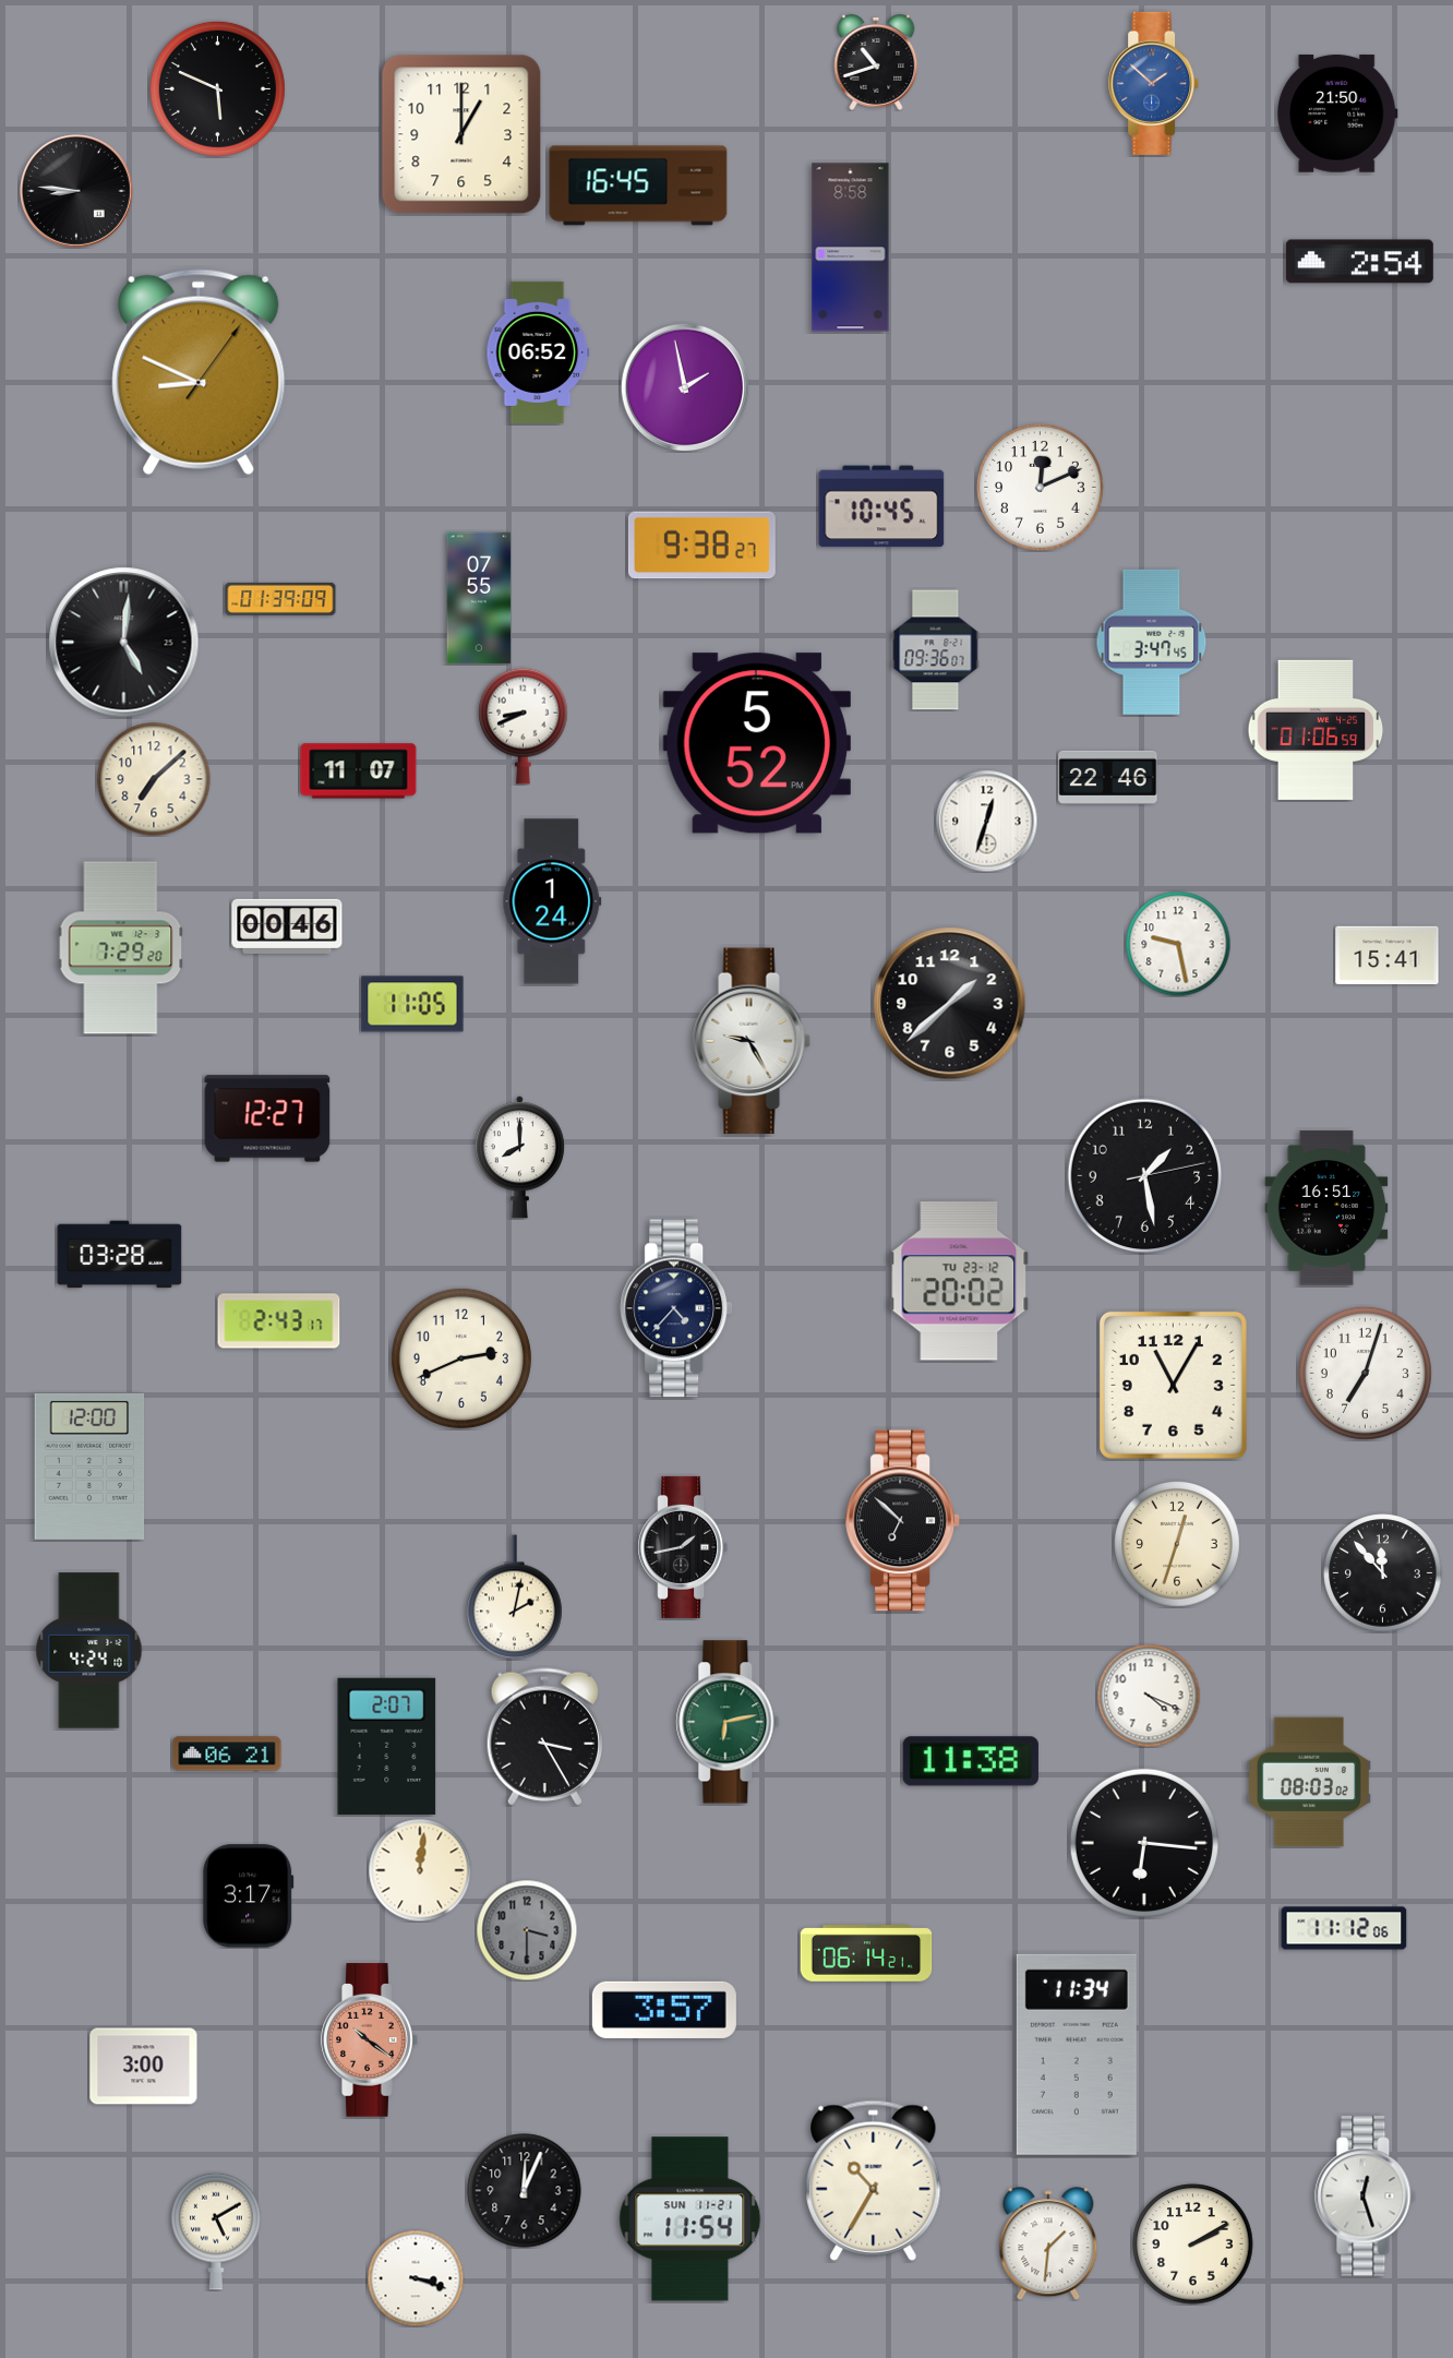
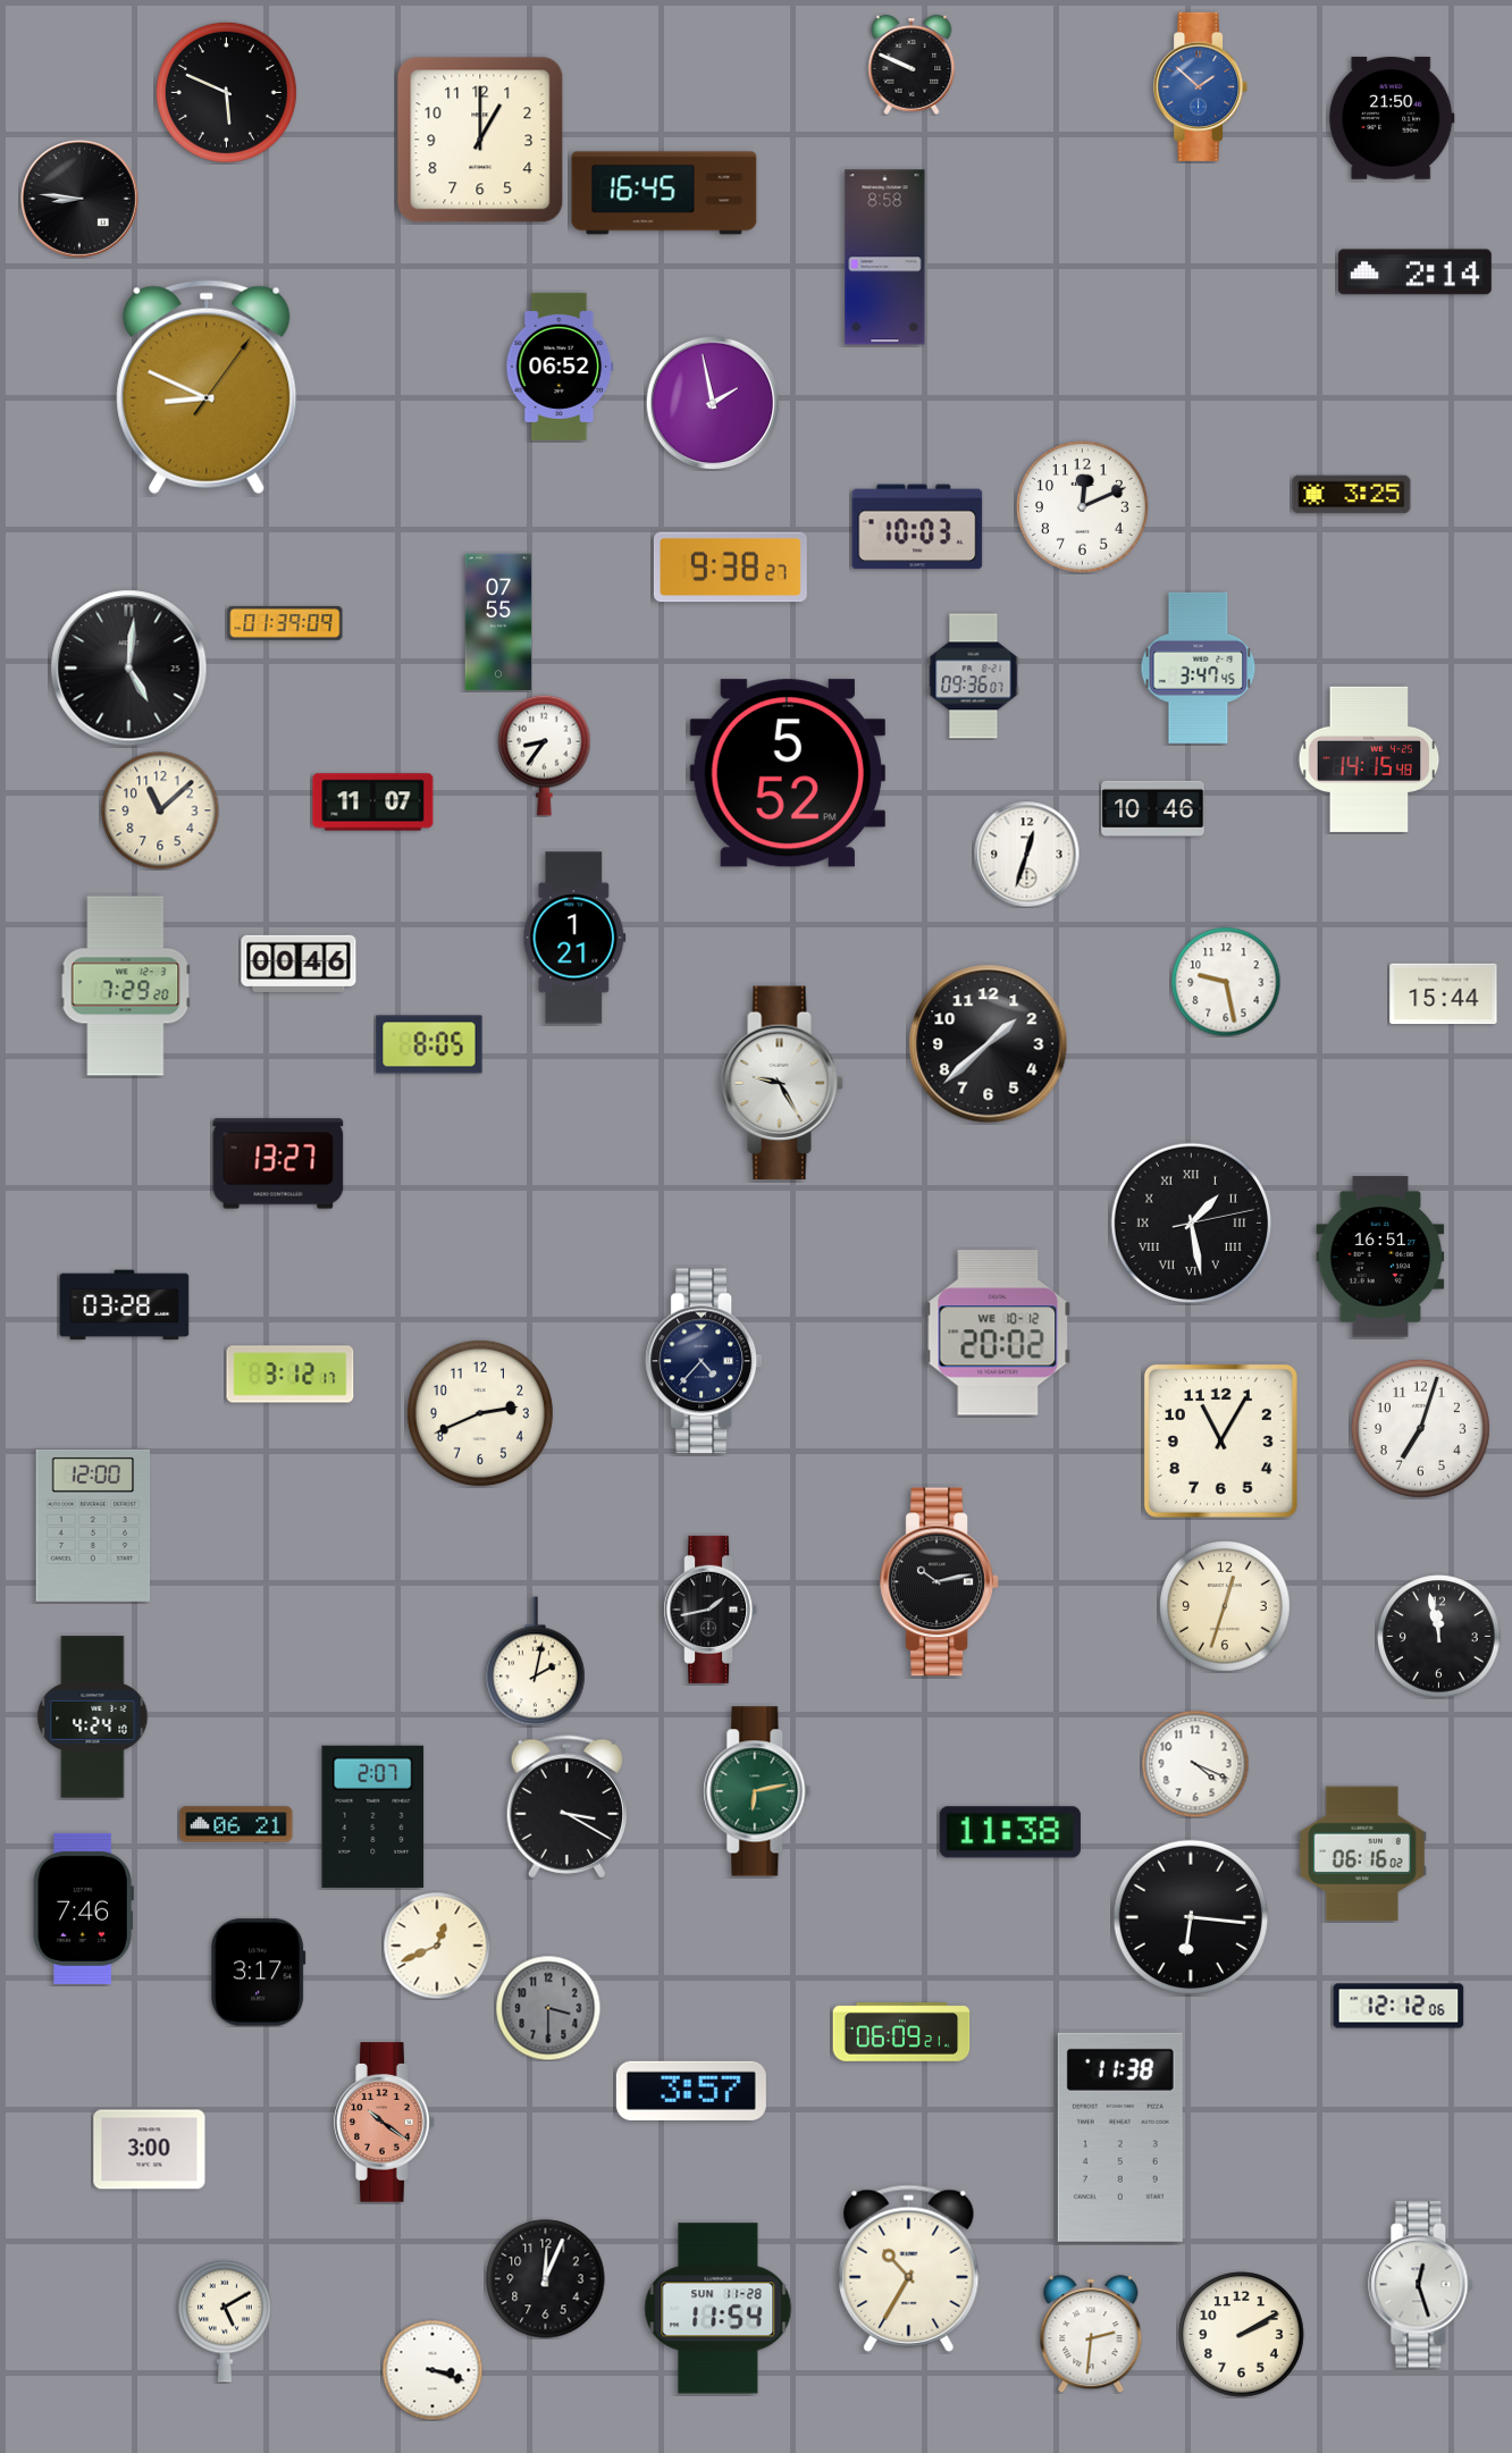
clock at (876, 63): 10:42 -> 9:49
clock at (1359, 262): 2:54 -> 2:14
clock at (1352, 495): none -> 3:25
clock at (881, 506): 10:45 -> 10:03
clock at (280, 599) position: (280, 599) -> (285, 623)
clock at (524, 726): 8:41 -> 8:36
clock at (1316, 730): 01:06 -> 14:15
clock at (1108, 777): 22:46 -> 10:46
clock at (154, 779): 7:08 -> 11:08
clock at (552, 901): 1:24 -> 1:21
clock at (1388, 956): 15:41 -> 15:44
clock at (412, 1004): 11:05 -> 8:05
clock at (267, 1118): 12:27 -> 13:27
clock at (519, 1158): 8:00 -> none
clock at (1145, 1176) numerals: Arabic -> Roman
clock at (959, 1281) date: TU 23-12 -> WE 10-12
clock at (279, 1321): 2:43 -> 3:12
clock at (903, 1521): 6:52 -> 10:13
clock at (1383, 1573): 11:53 -> 11:58
clock at (544, 1737): 3:25 -> 3:20
clock at (387, 1746) position: (387, 1746) -> (373, 1816)
clock at (1309, 1782): 08:03 -> 06:16
clock at (83, 1908): none -> 7:46
clock at (420, 1870): 12:01 -> 12:41
clock at (1344, 1928): 11:12 -> 12:12
clock at (866, 1953): 06:14 -> 06:09
clock at (1077, 2055): 11:34 -> 11:38
clock at (691, 2219) date: SUN 11-21 -> SUN 11-28
clock at (1048, 2243): 1:31 -> 2:31
